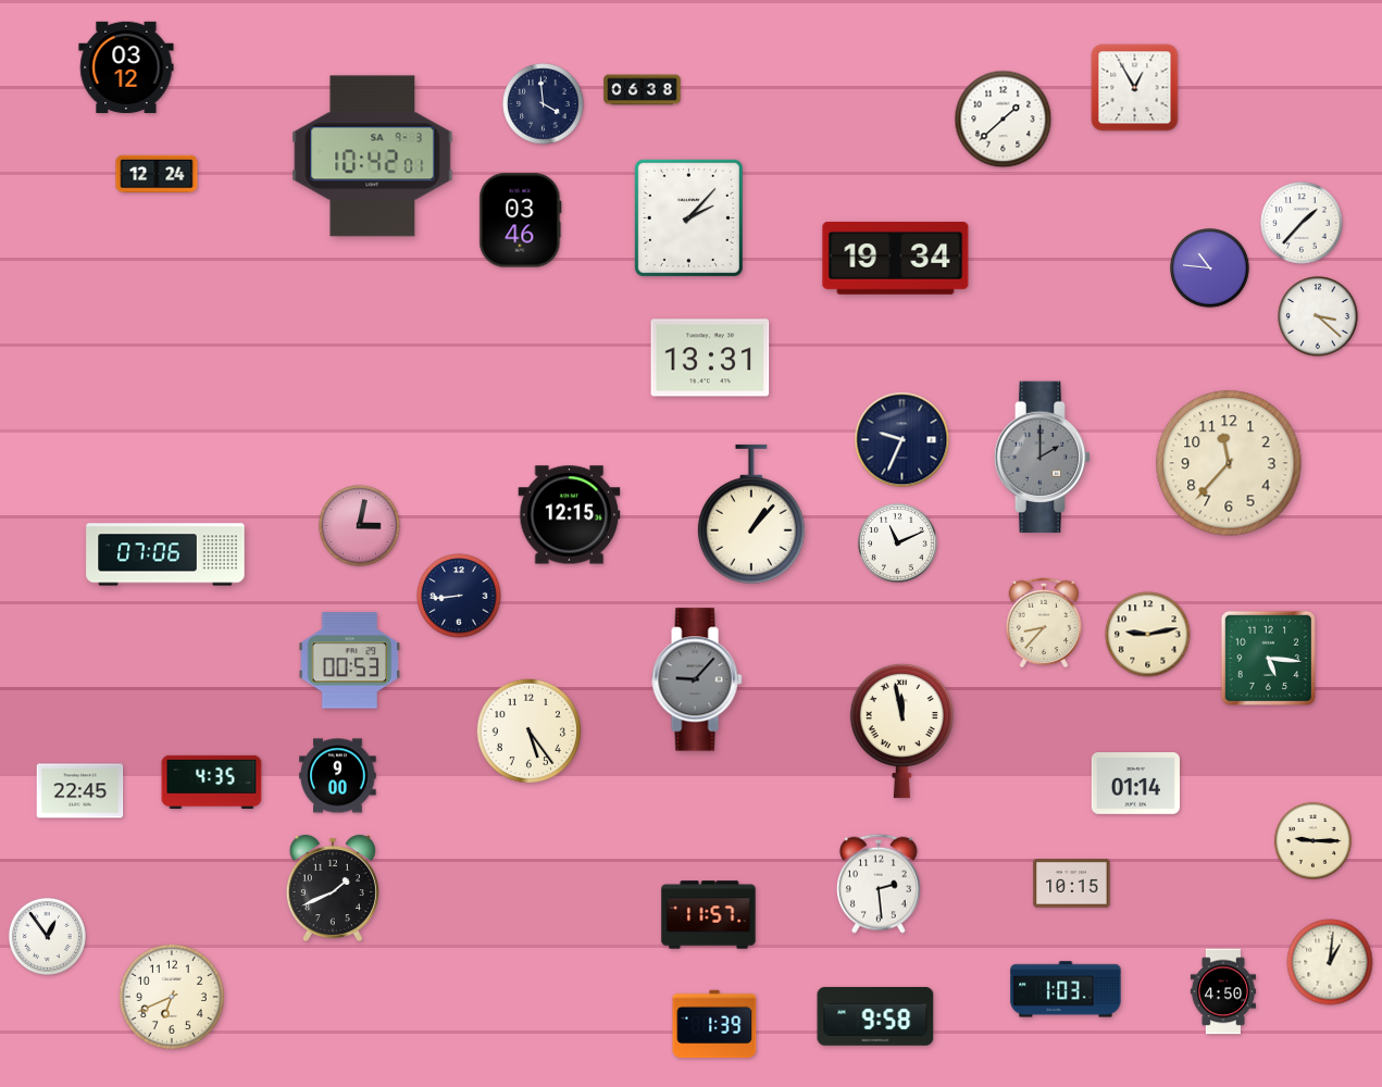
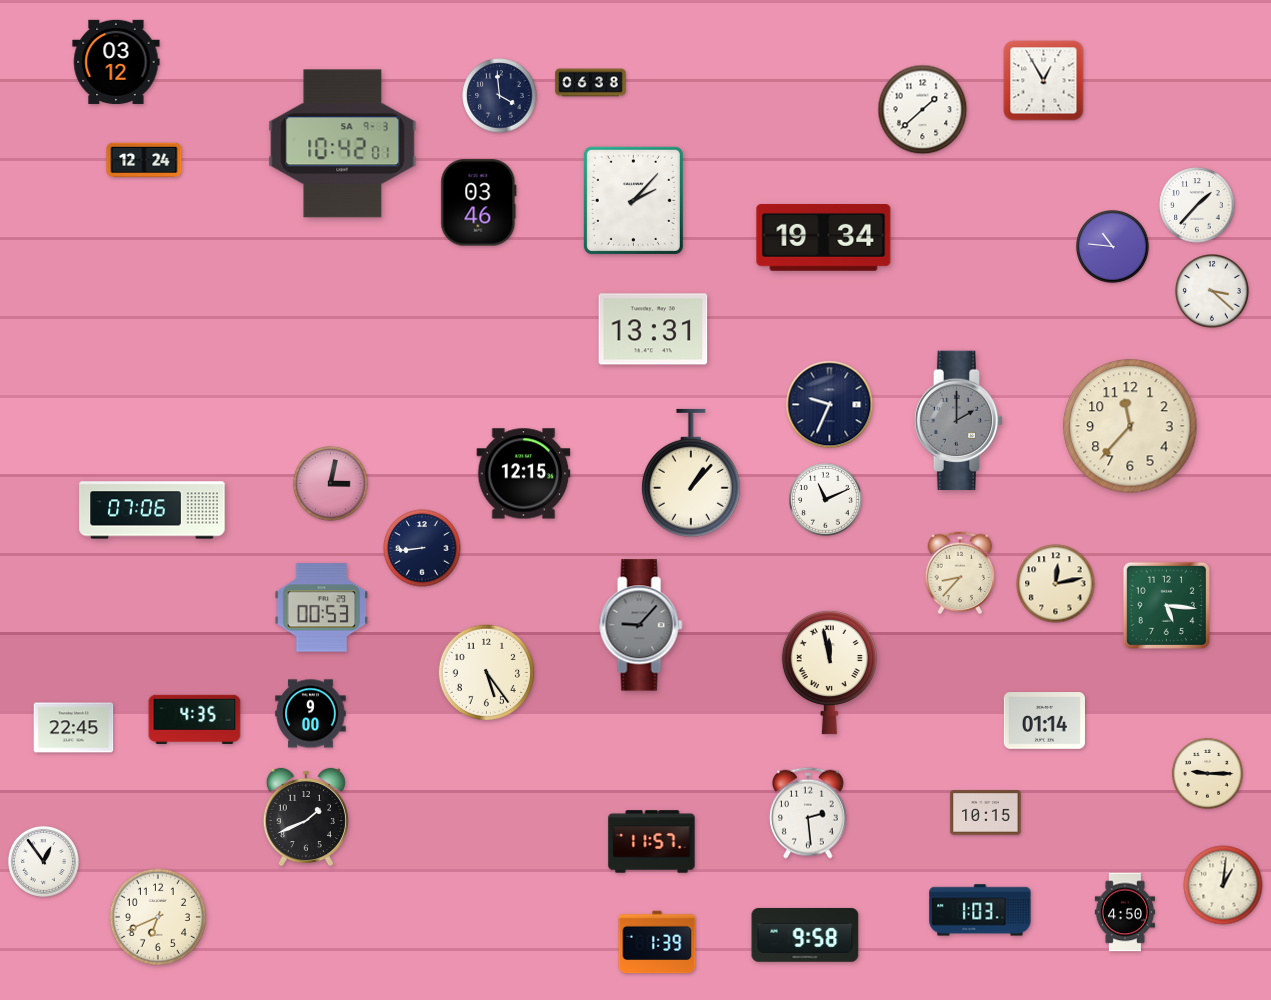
clock at (1148, 635): 9:13 -> 12:13
